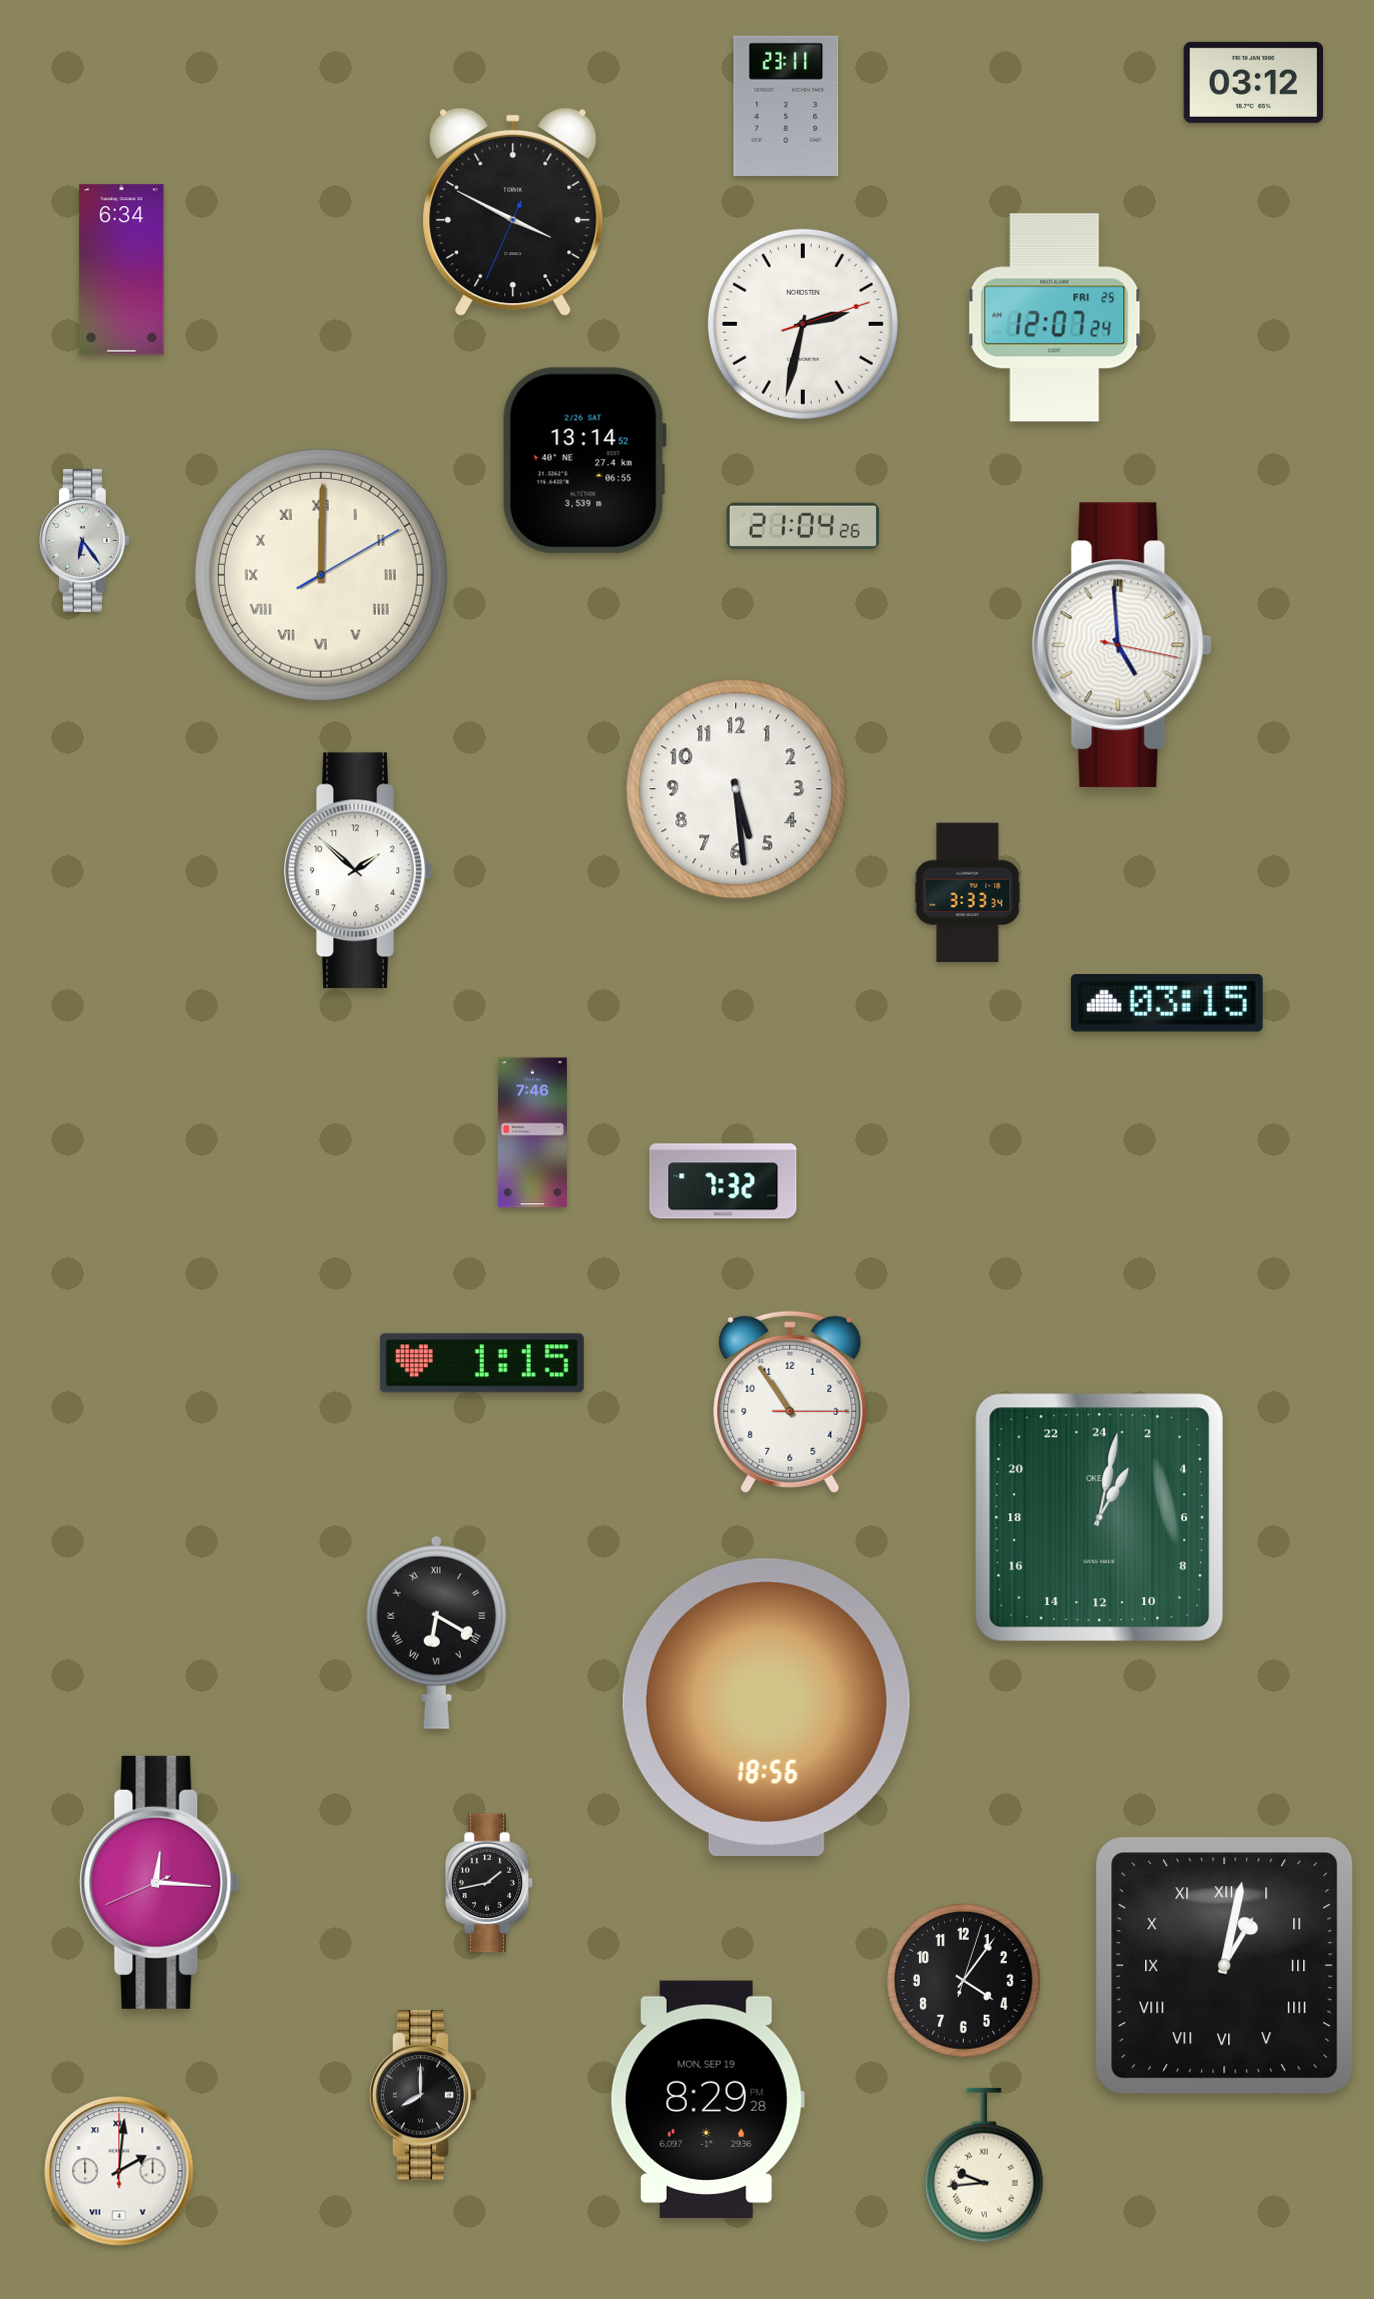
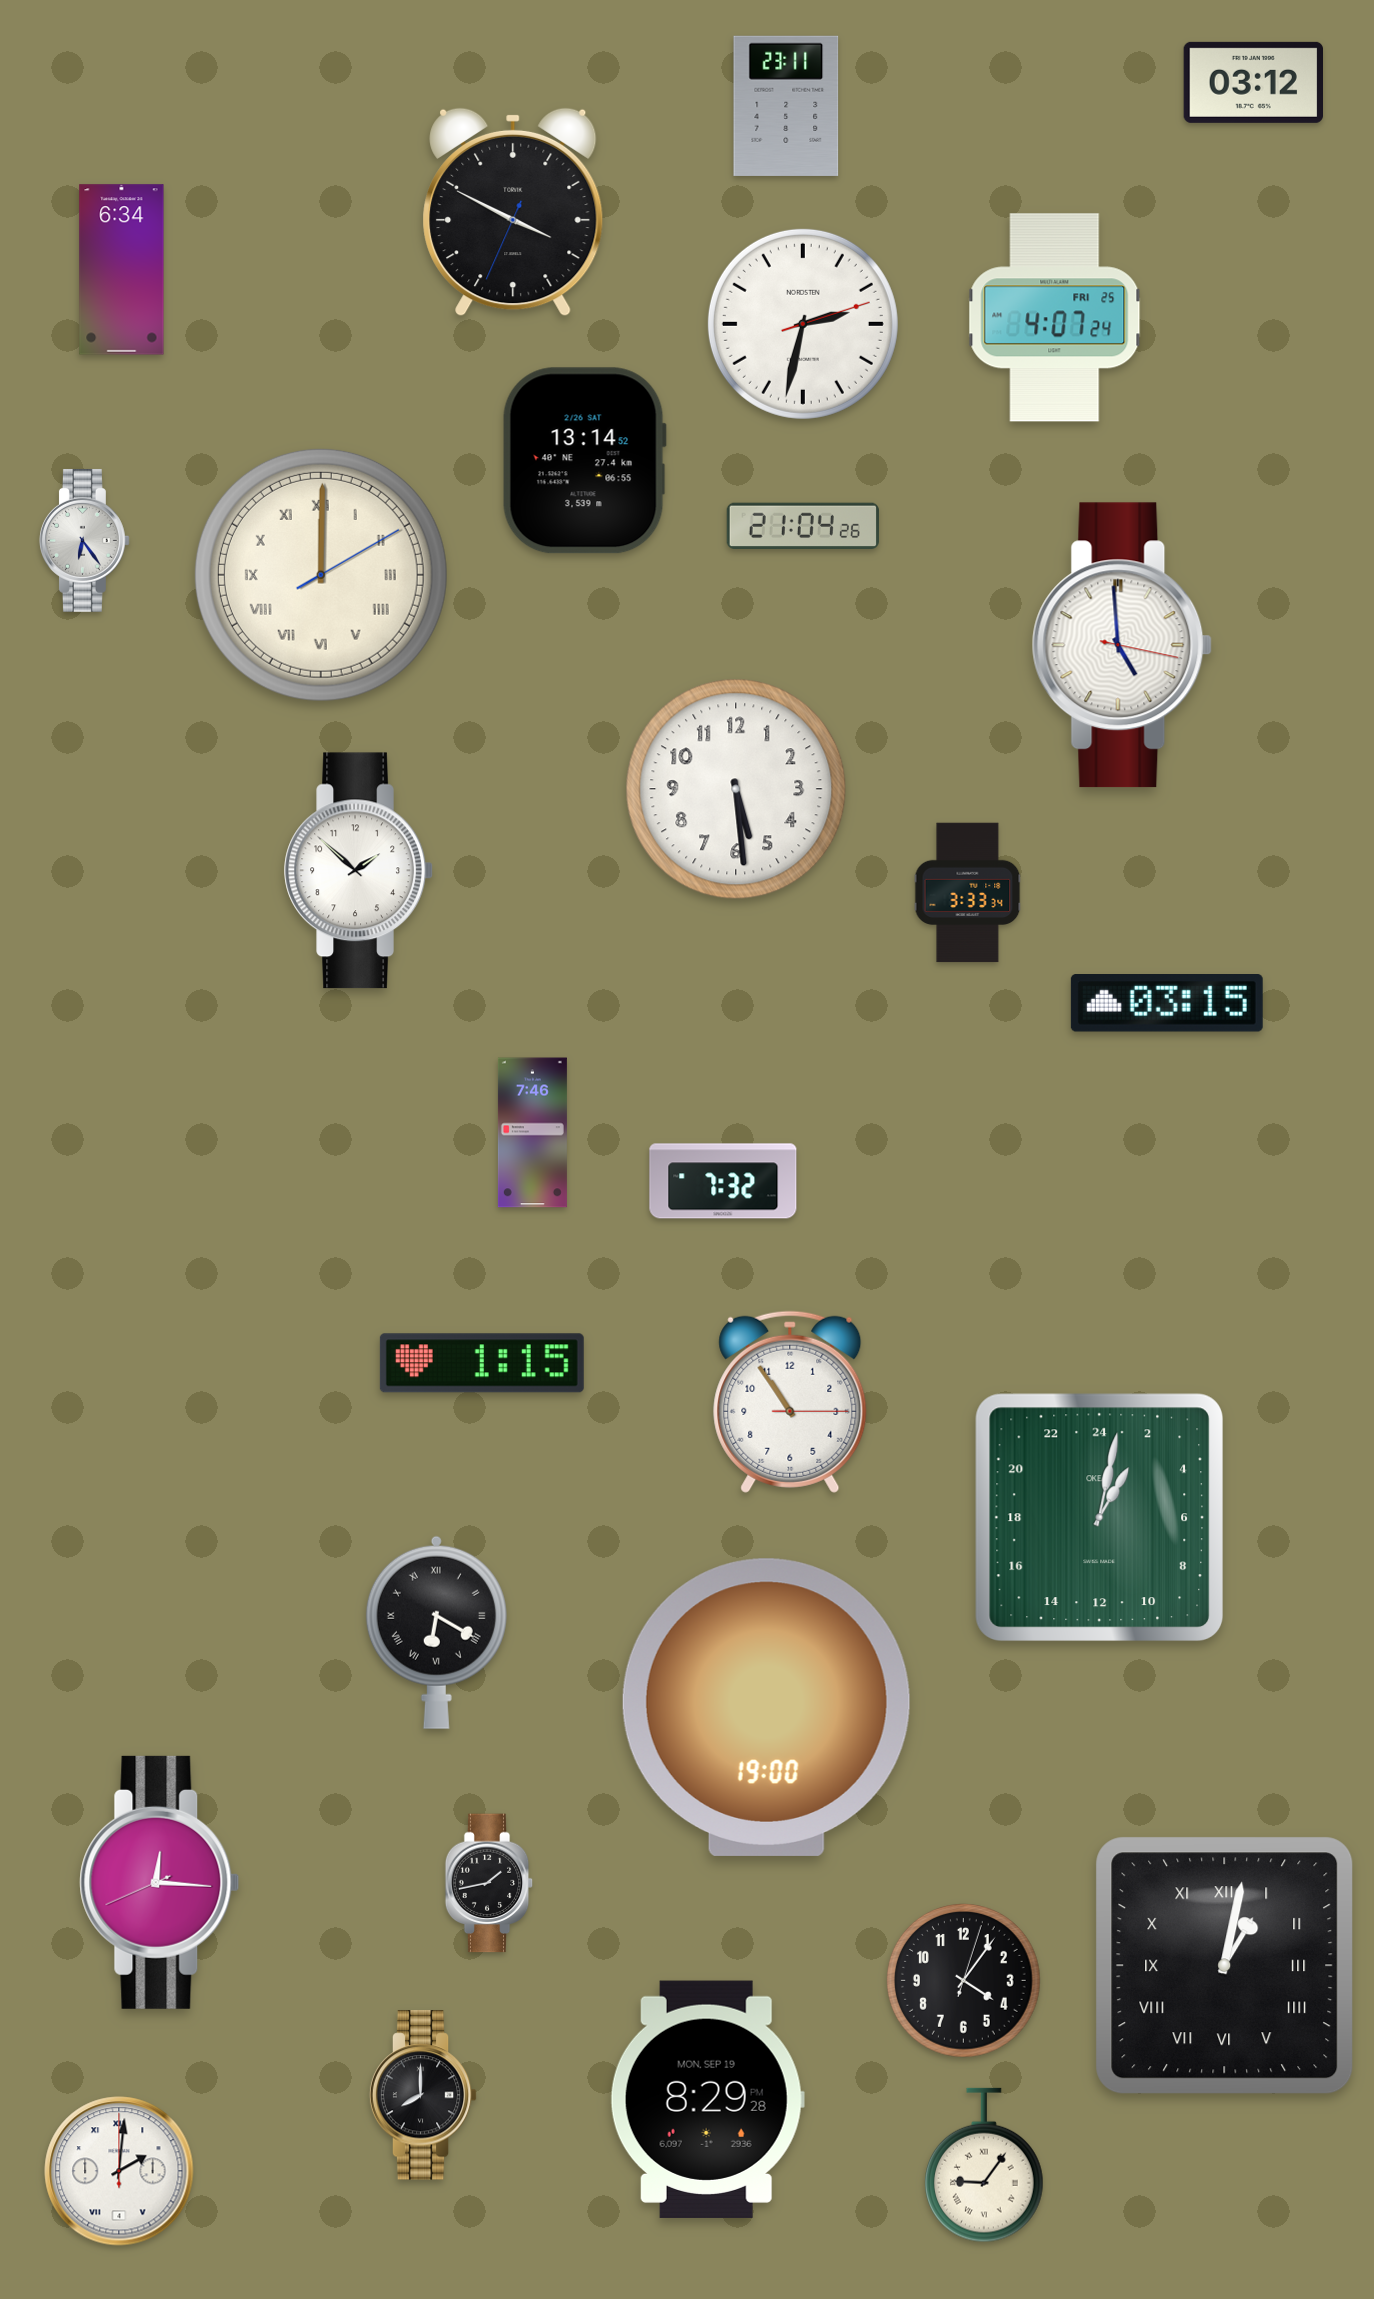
clock at (1055, 318): 12:07 -> 4:07
clock at (766, 1707): 18:56 -> 19:00
clock at (985, 2165): 9:44 -> 9:06
